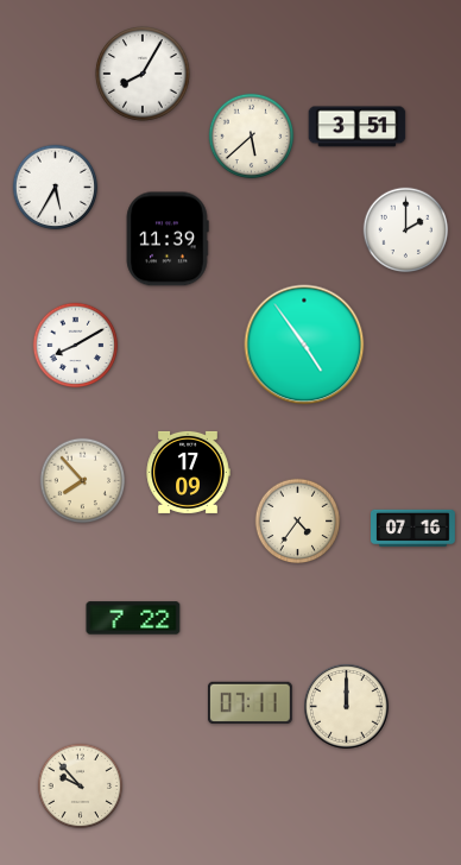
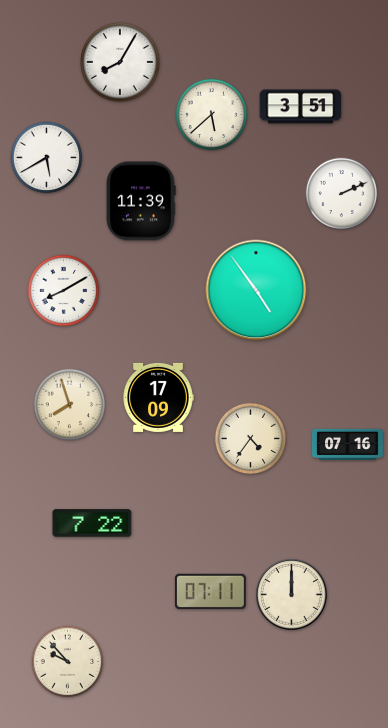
clock at (56, 188): 5:35 -> 5:40
clock at (406, 231): 2:00 -> 2:11
clock at (83, 481): 7:53 -> 7:57
clock at (133, 618) position: (133, 618) -> (92, 523)
